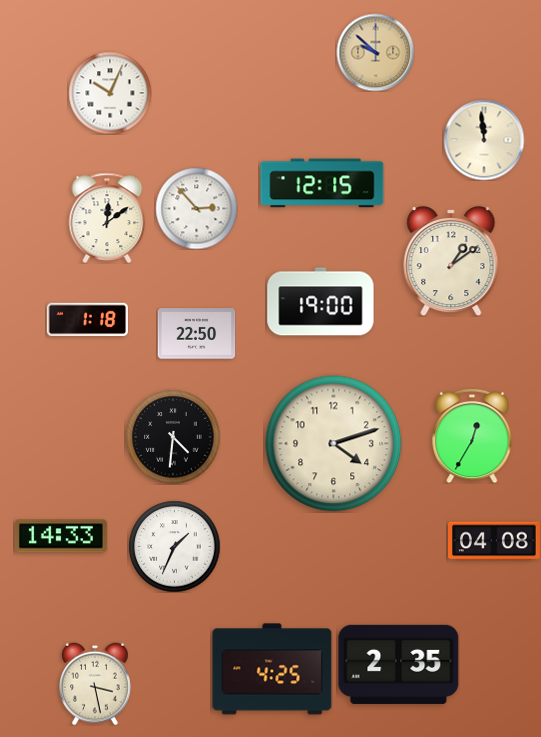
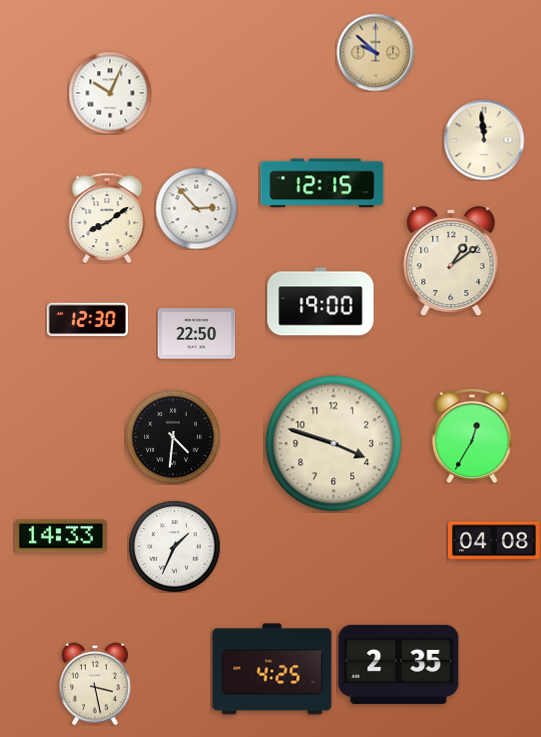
clock at (107, 218): 12:09 -> 8:09
clock at (87, 320): 1:18 -> 12:30
clock at (334, 444): 4:12 -> 3:48
